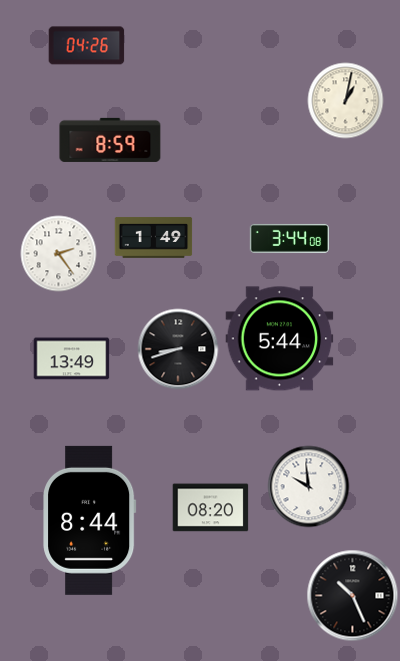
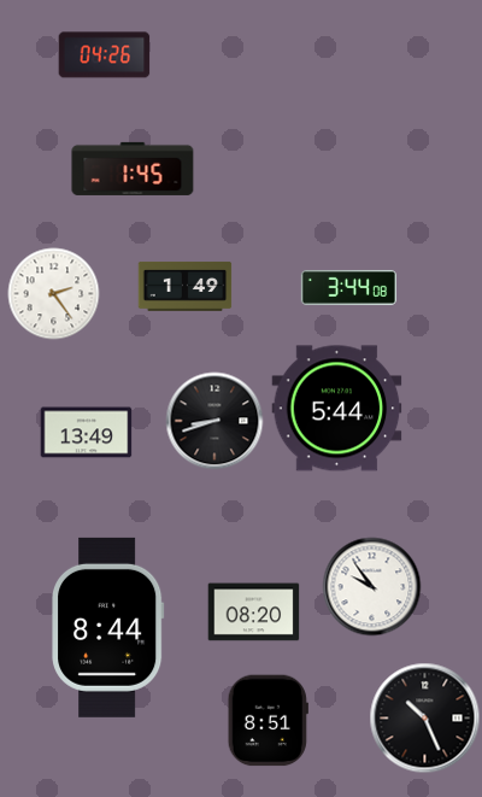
clock at (346, 101): 1:02 -> none
clock at (110, 140): 8:59 -> 1:45
clock at (59, 254) position: (59, 254) -> (54, 294)
clock at (309, 487): 9:59 -> 9:54
clock at (268, 721): none -> 8:51
